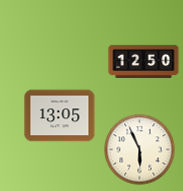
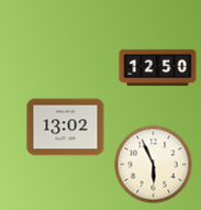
clock at (60, 116): 13:05 -> 13:02
